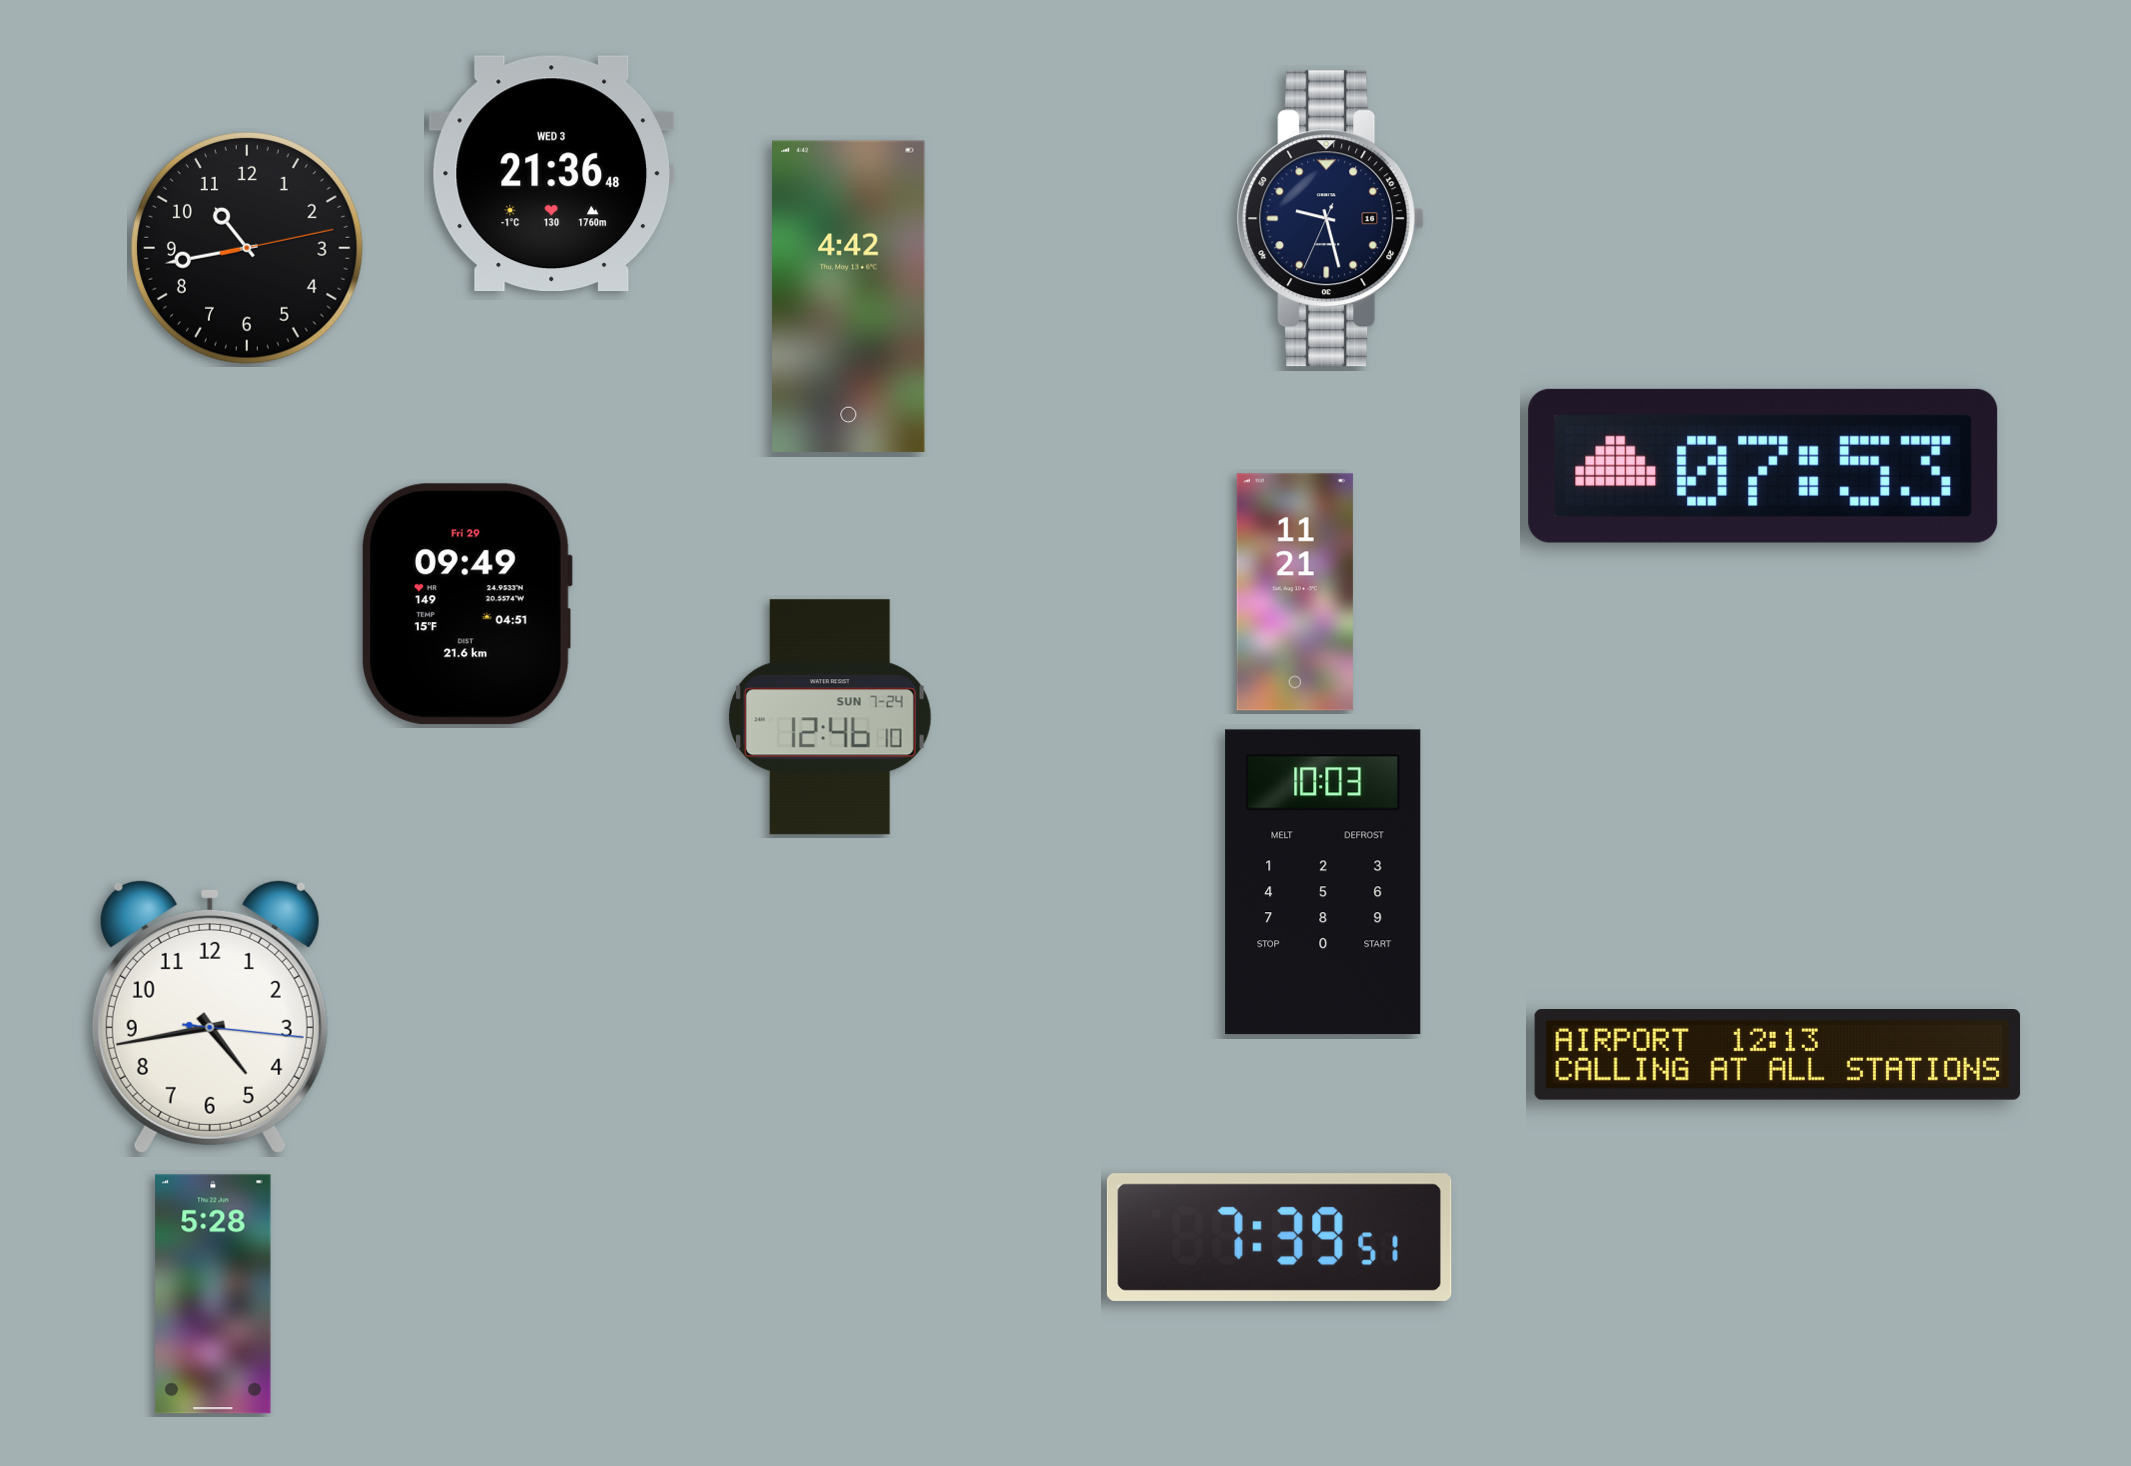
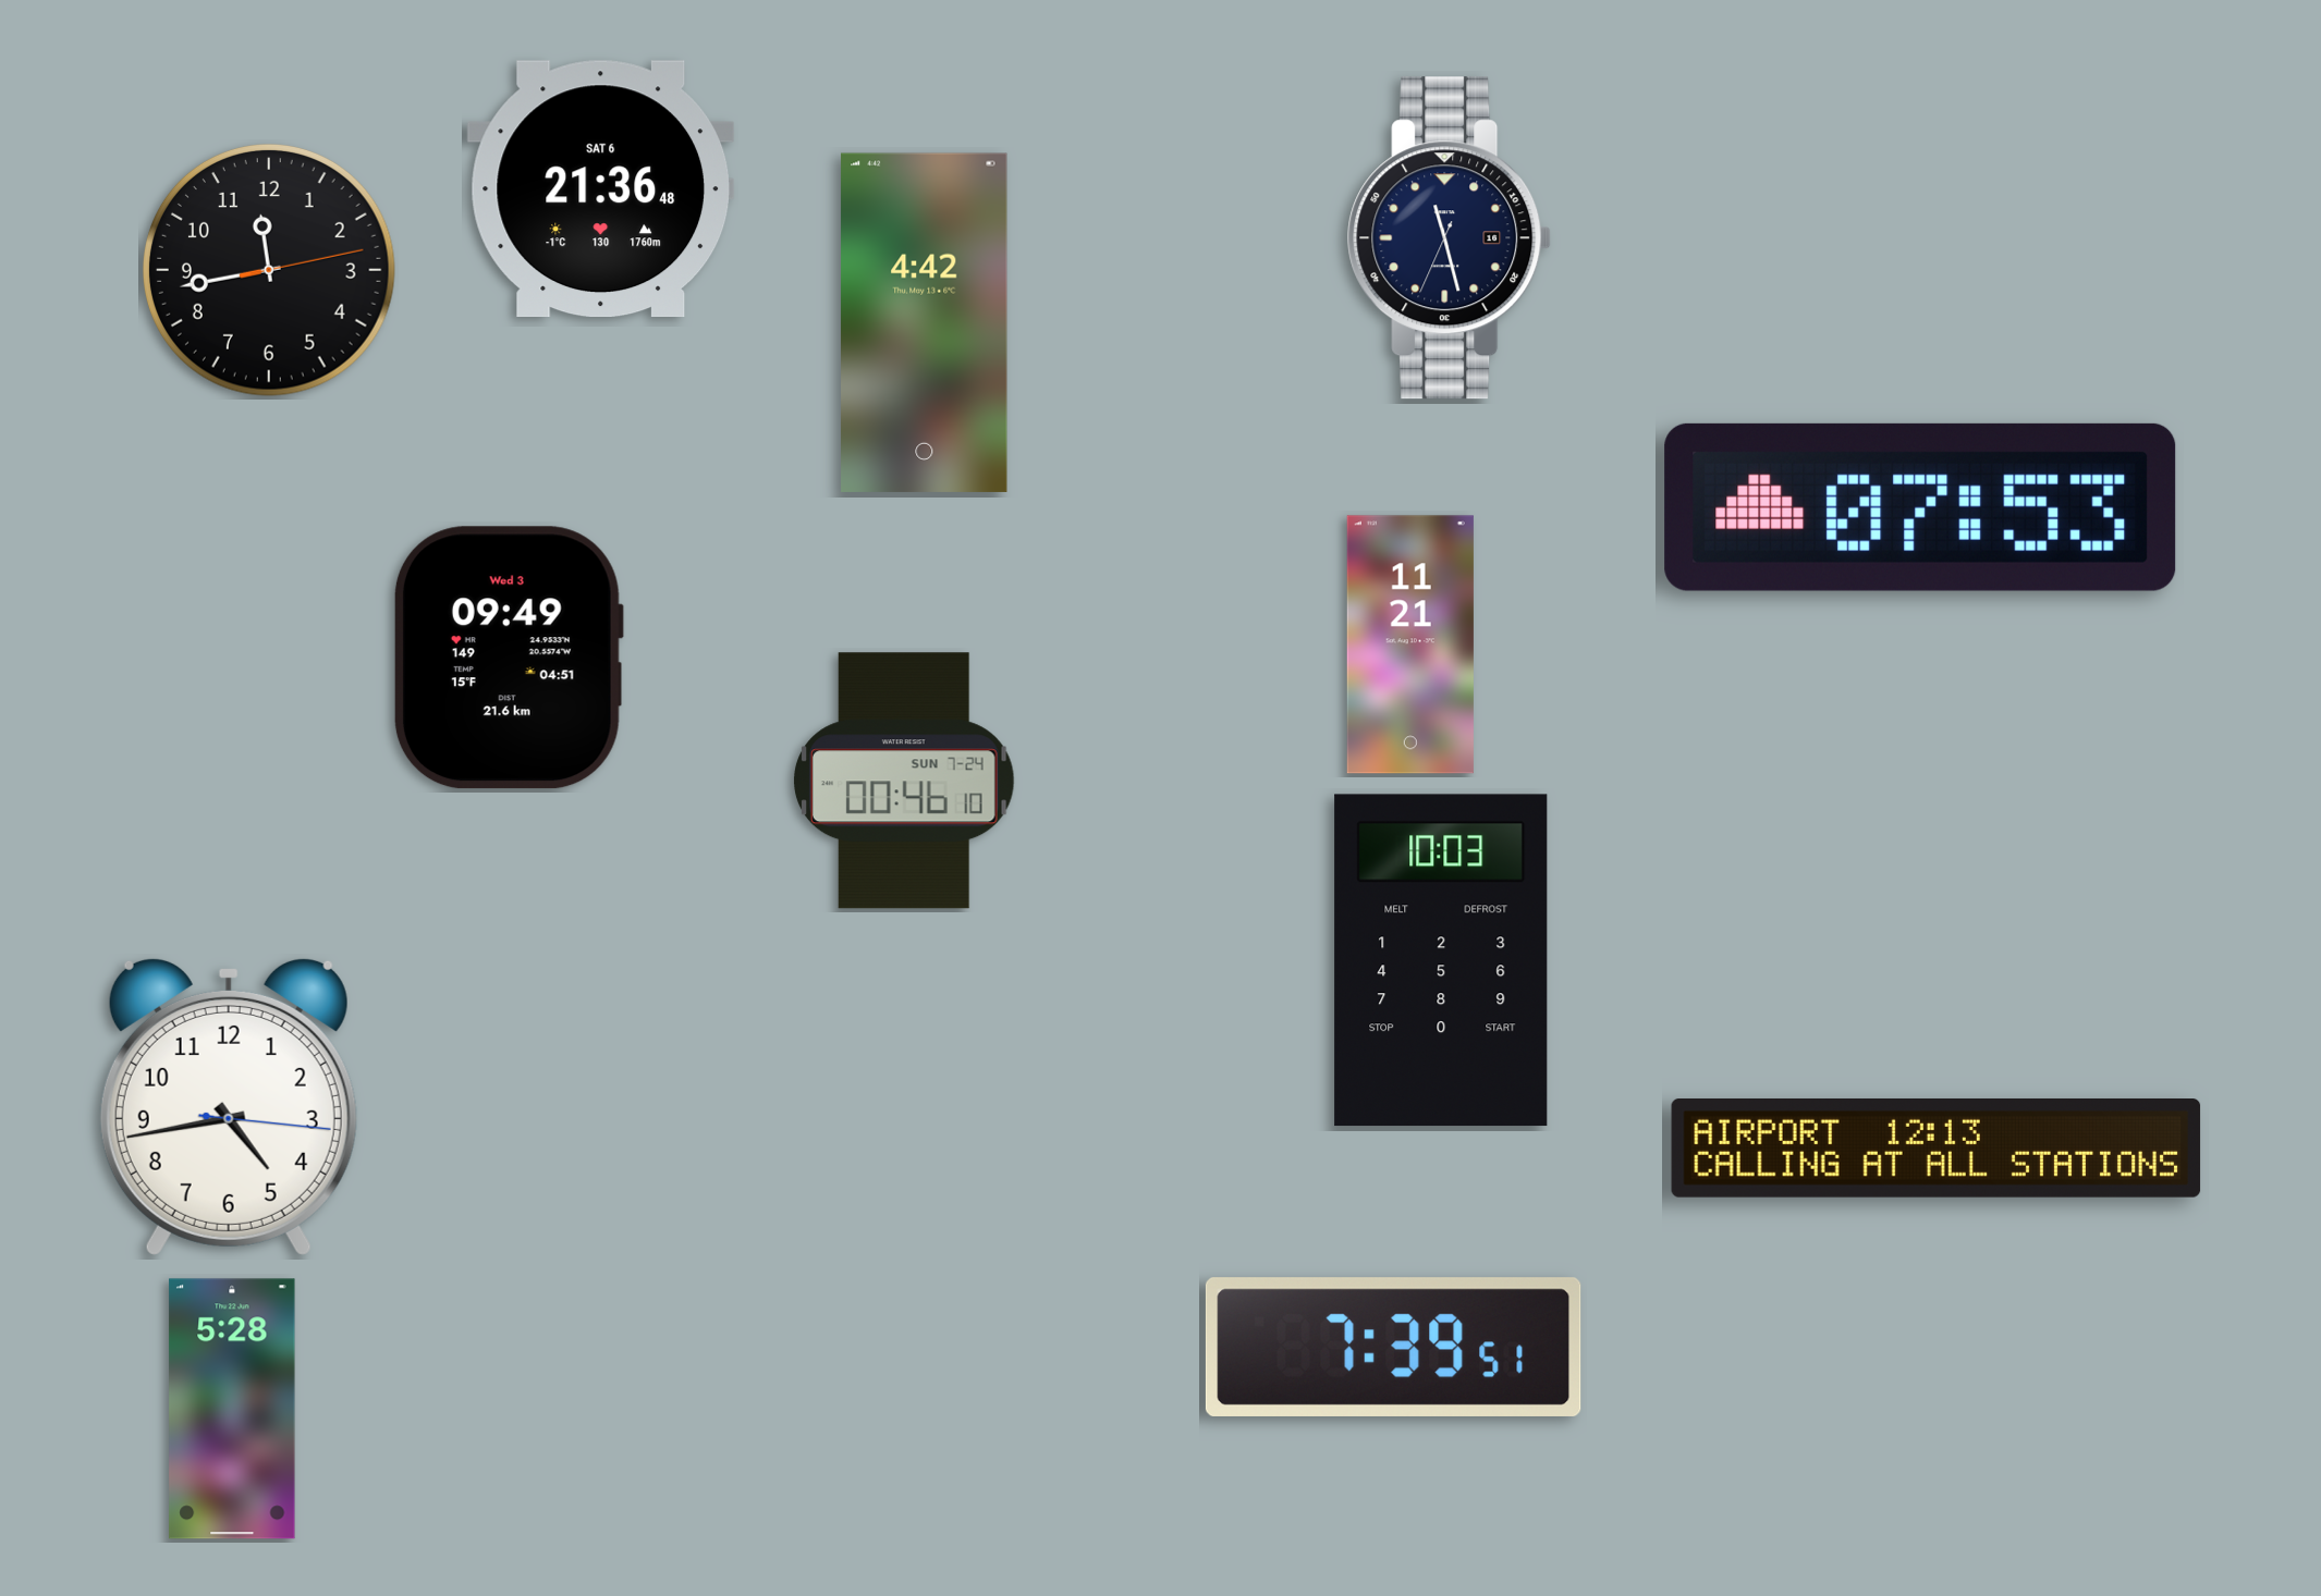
clock at (551, 174) date: WED 3 -> SAT 6
clock at (1331, 219): 9:27 -> 11:27
clock at (248, 249): 10:43 -> 11:43
clock at (466, 604) date: Fri 29 -> Wed 3
clock at (831, 717): 12:46 -> 00:46
